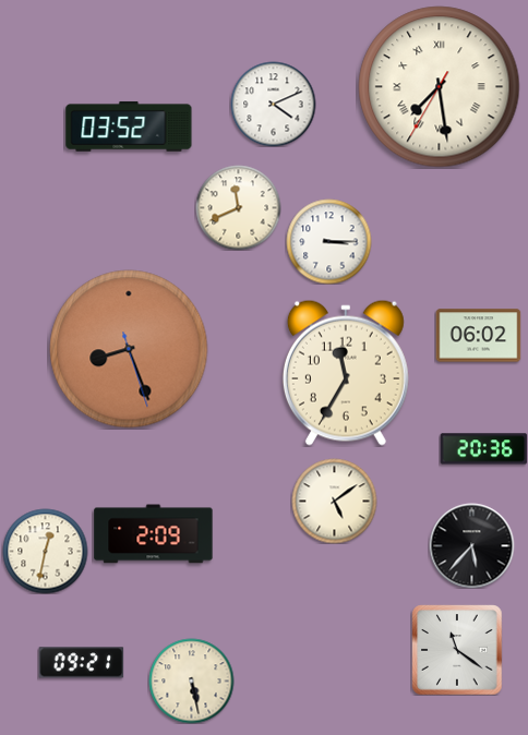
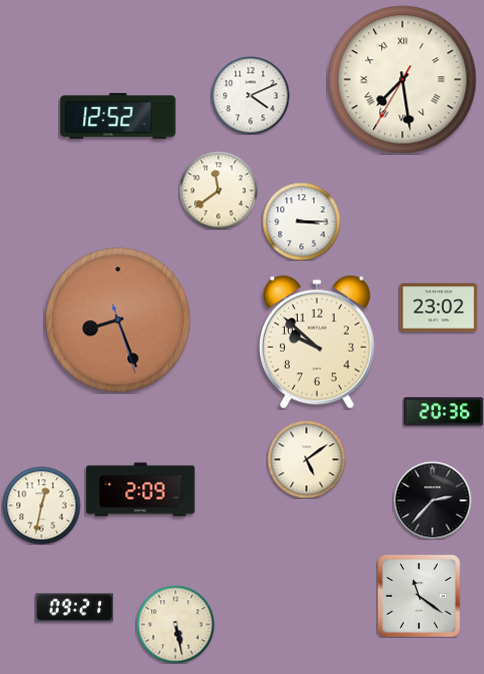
clock at (129, 126): 03:52 -> 12:52
clock at (238, 207): 11:41 -> 11:39
clock at (478, 336): 06:02 -> 23:02
clock at (346, 373): 11:35 -> 9:52
clock at (471, 545): 5:37 -> 2:37
